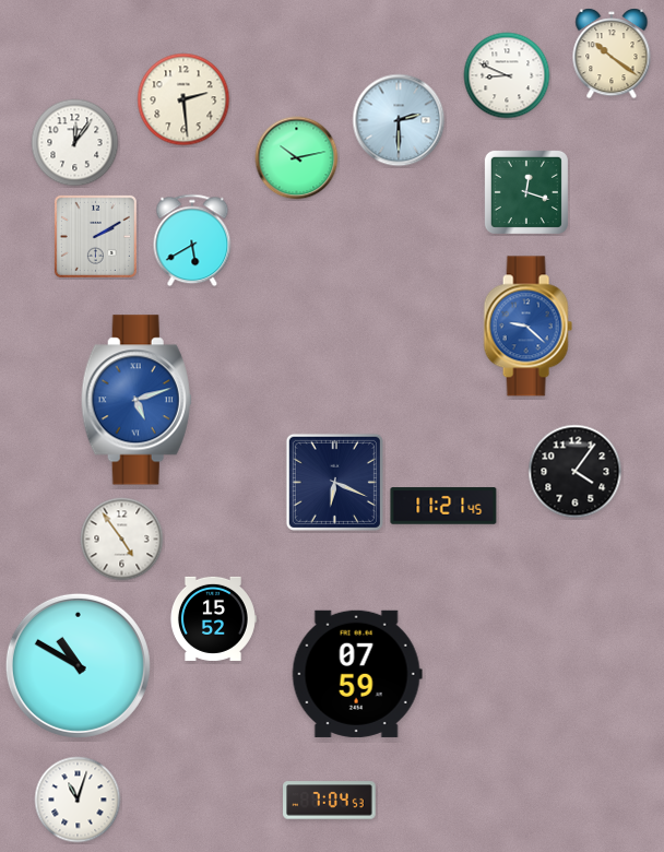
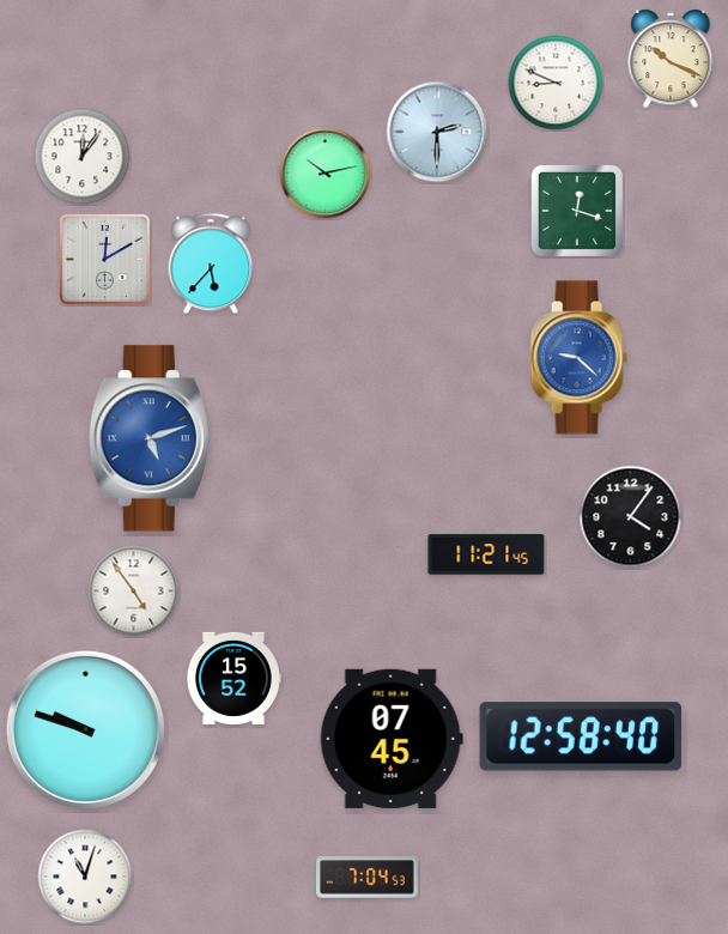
clock at (612, 54): 10:21 -> 10:19
clock at (183, 99): 2:29 -> none
clock at (95, 236): 2:10 -> 12:10
clock at (192, 240): 5:40 -> 5:37
clock at (334, 482): 6:19 -> none
clock at (78, 665): 10:50 -> 9:48
clock at (581, 736): none -> 12:58
clock at (357, 674): 07:59 -> 07:45
clock at (330, 801) position: (330, 801) -> (368, 878)
